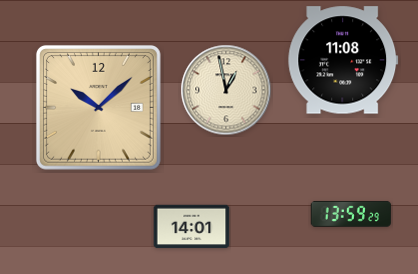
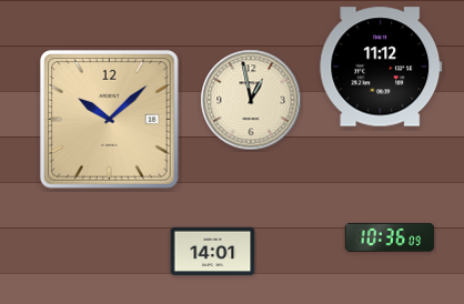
clock at (343, 60): 11:08 -> 11:12
clock at (351, 214): 13:59 -> 10:36
